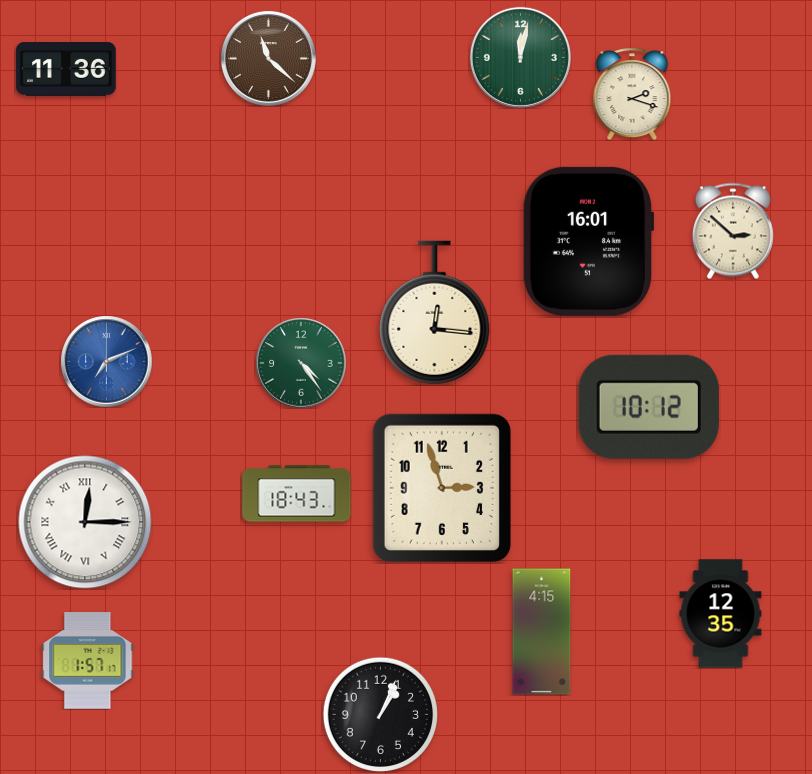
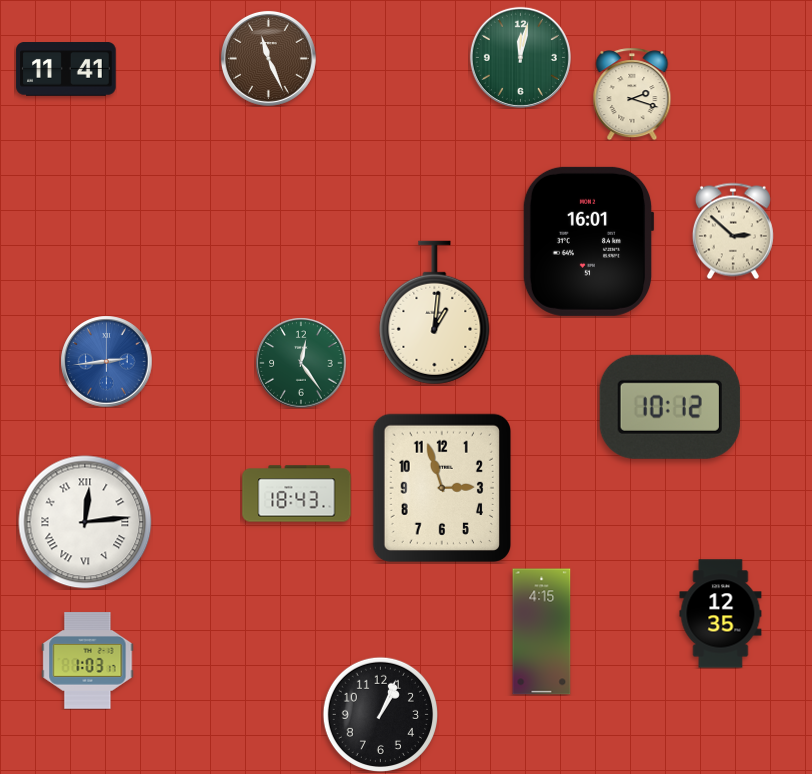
clock at (268, 58): 11:22 -> 11:26
clock at (66, 70): 11:36 -> 11:41
clock at (435, 313): 12:16 -> 1:01
clock at (106, 361): 7:11 -> 2:44
clock at (301, 363): 4:24 -> 12:24
clock at (649, 407) position: (649, 407) -> (670, 407)
clock at (85, 522): 12:15 -> 12:14
clock at (88, 661): 1:57 -> 1:03
